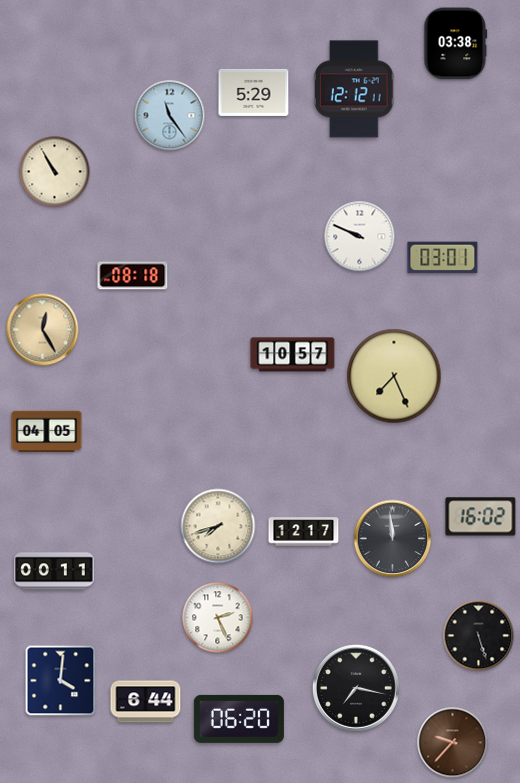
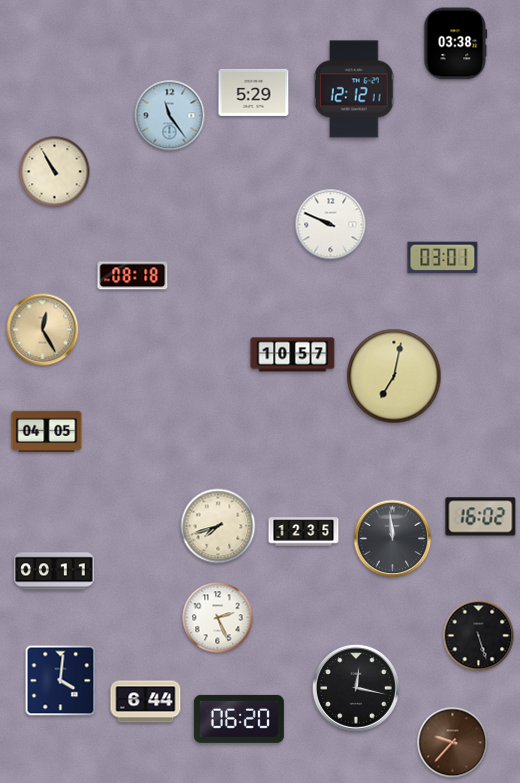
clock at (360, 237) position: (360, 237) -> (331, 225)
clock at (394, 376): 7:26 -> 7:02
clock at (304, 532): 12:17 -> 12:35
clock at (356, 688): 7:17 -> 12:17
